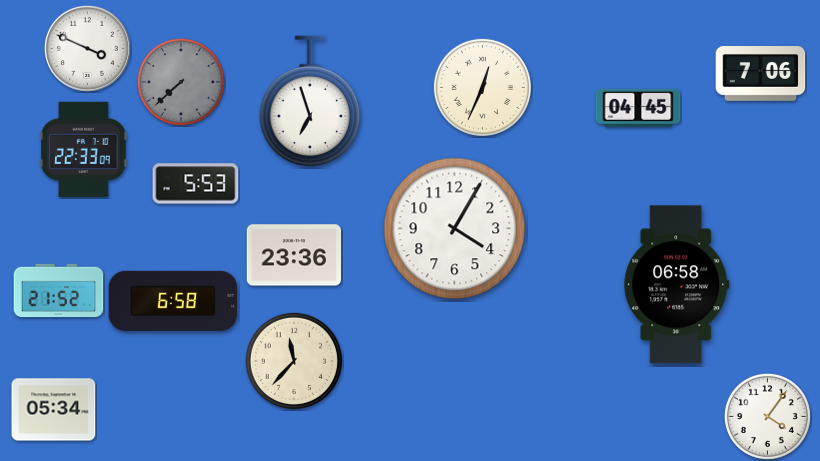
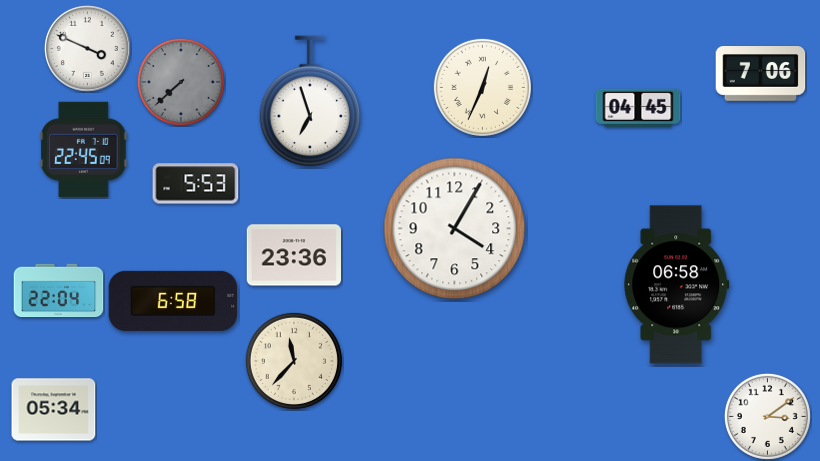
clock at (84, 149): 22:33 -> 22:45
clock at (59, 291): 21:52 -> 22:04
clock at (767, 416): 4:06 -> 3:09
